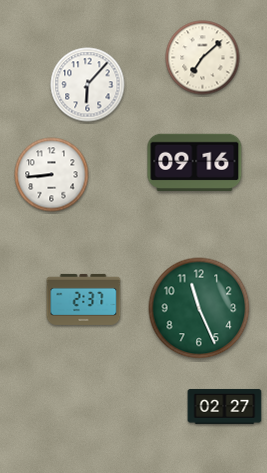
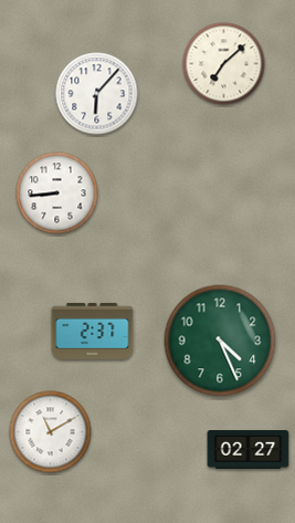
clock at (195, 162): 09:16 -> none
clock at (199, 308): 11:26 -> 4:26
clock at (51, 432): none -> 11:10
